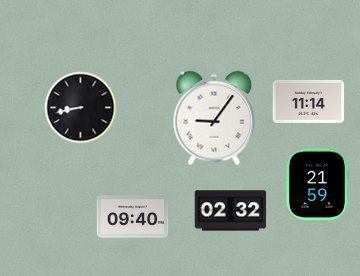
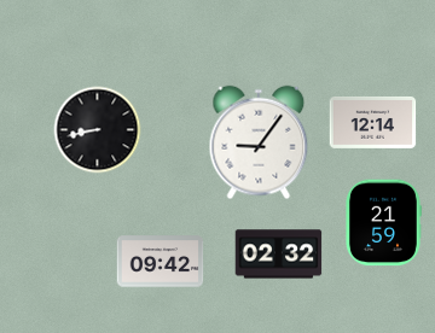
clock at (309, 101): 11:14 -> 12:14
clock at (133, 217): 09:40 -> 09:42
